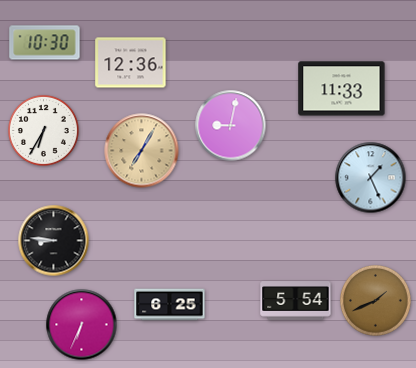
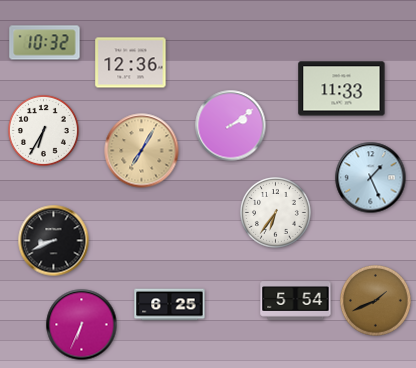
clock at (45, 43): 10:30 -> 10:32
clock at (231, 126): 9:02 -> 2:09
clock at (276, 213): none -> 6:36
clock at (54, 241): 8:46 -> 8:41
